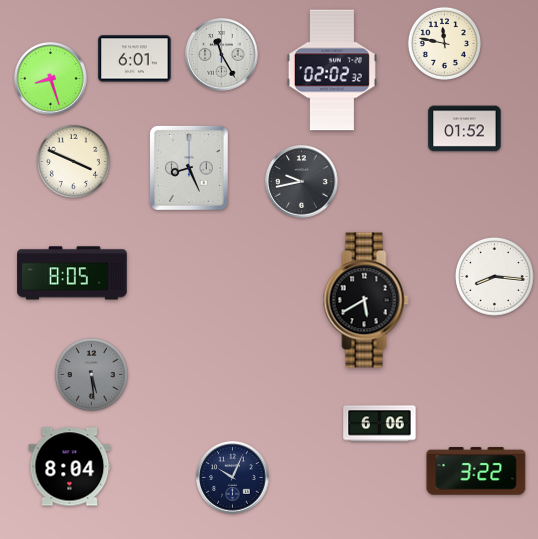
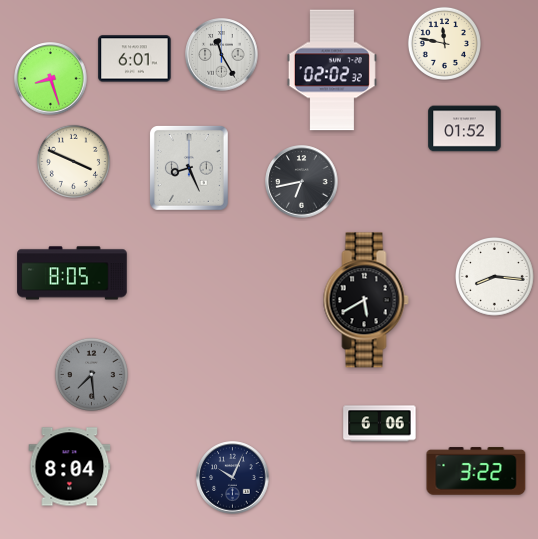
clock at (302, 182): 9:43 -> 6:43
clock at (91, 374): 5:29 -> 7:29
